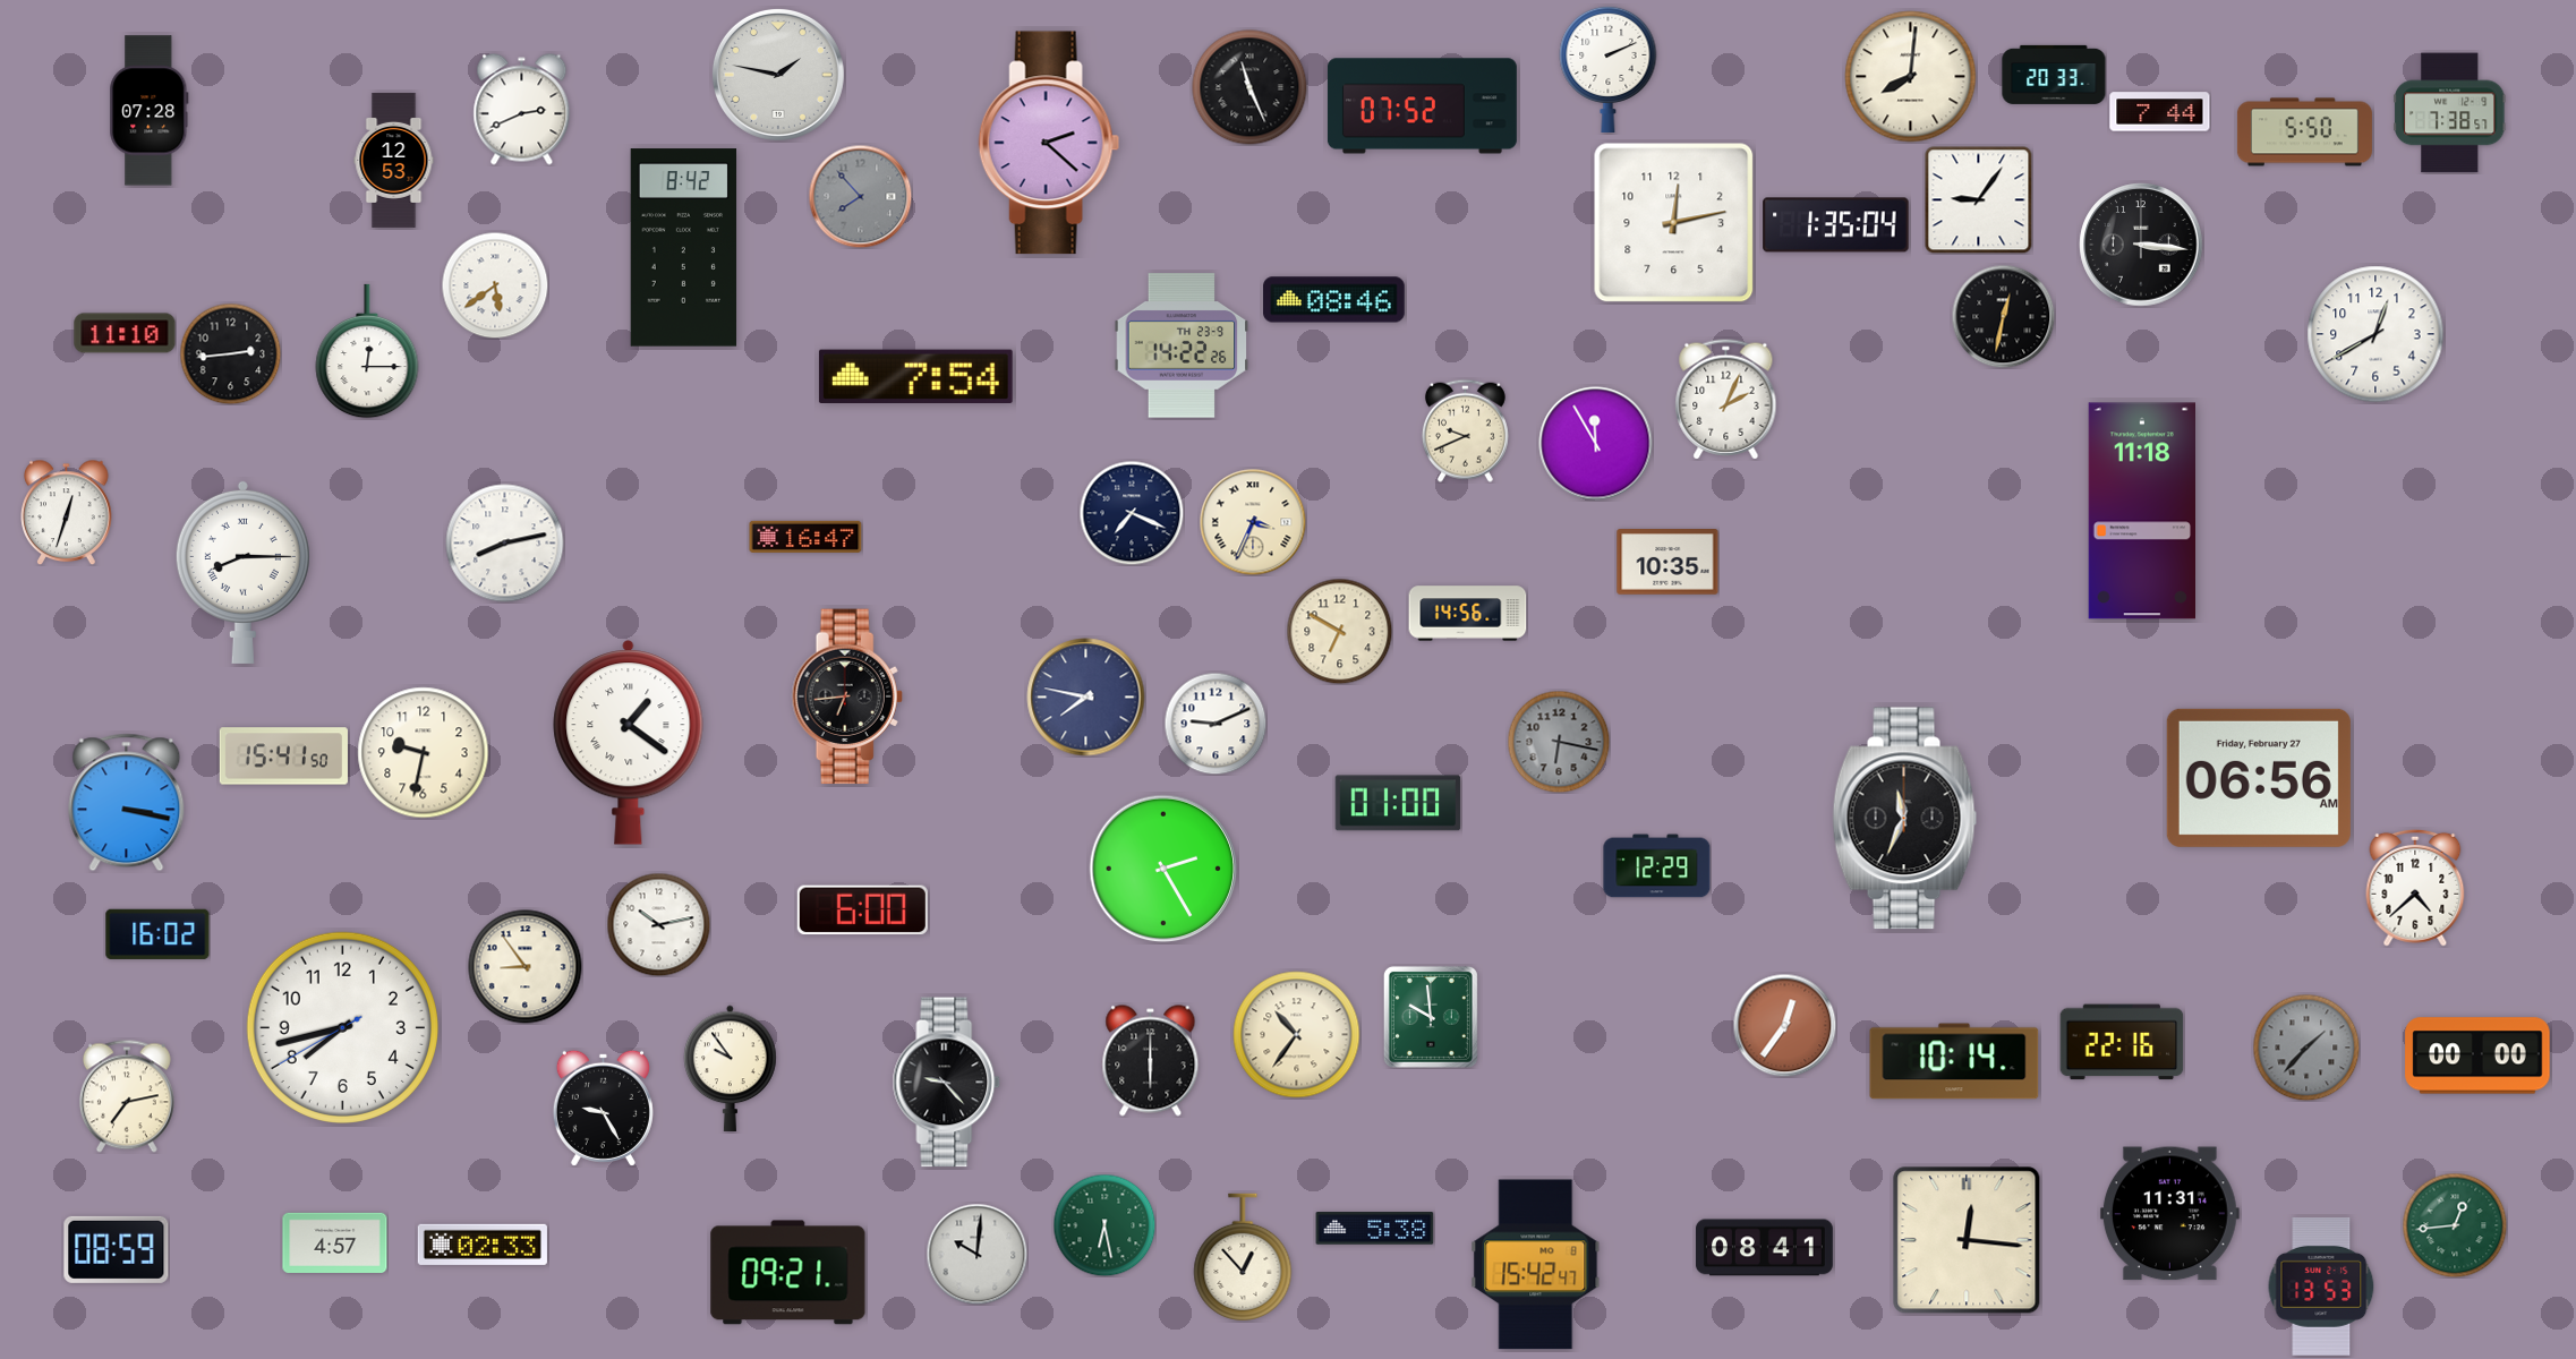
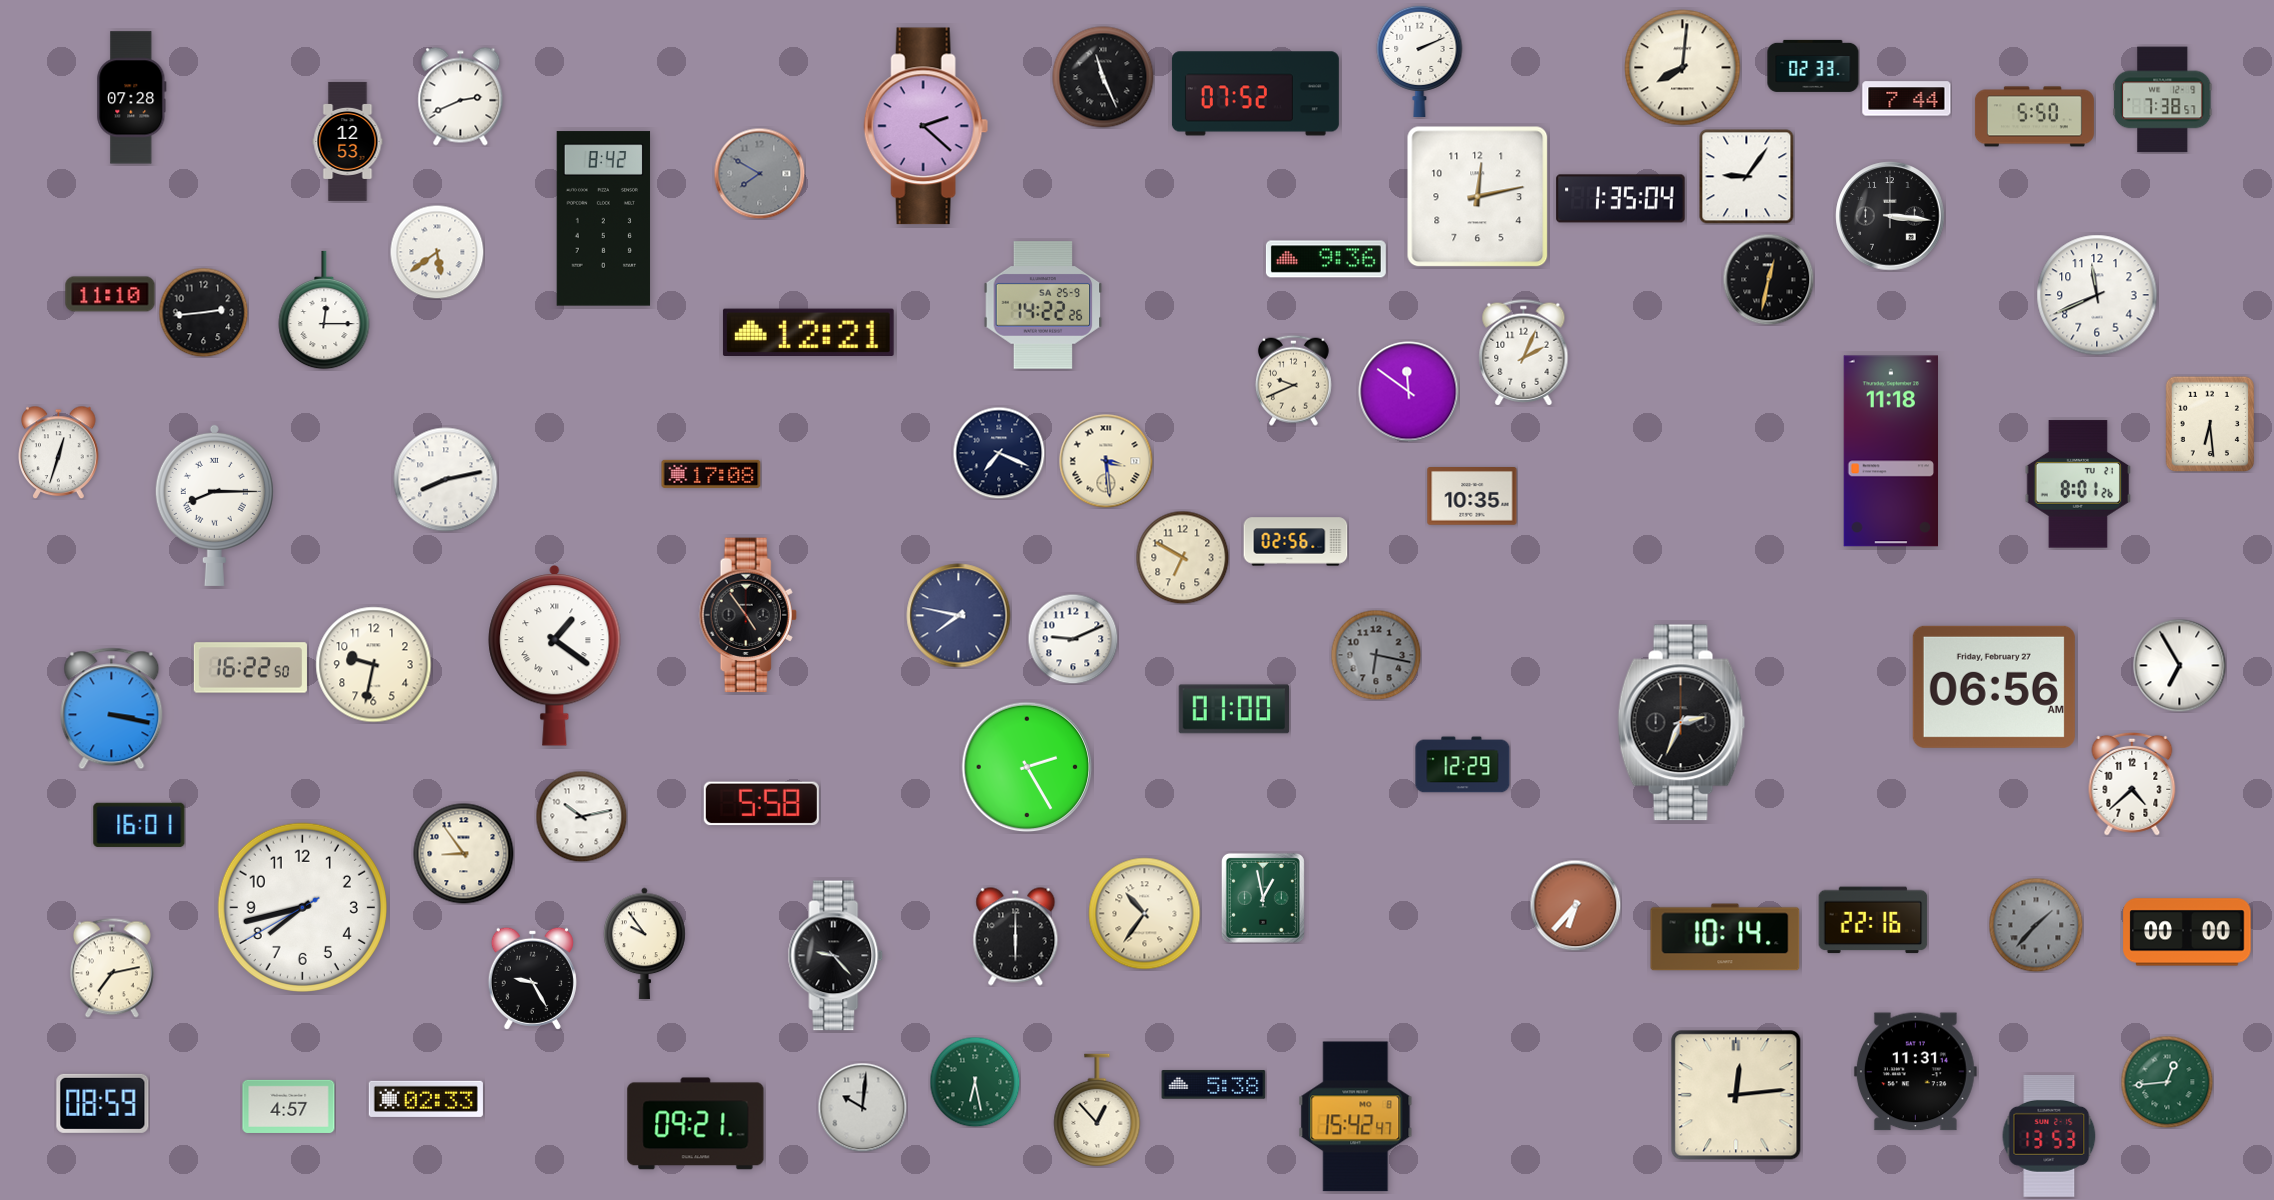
clock at (778, 75): 1:47 -> none
clock at (2054, 75): 20:33 -> 02:33
clock at (1911, 77) position: (1911, 77) -> (1683, 68)
clock at (860, 196): 7:53 -> 7:50
clock at (1326, 259): none -> 9:36
clock at (1334, 300): 08:46 -> none
clock at (2375, 334): 12:40 -> 11:41
clock at (1182, 345) date: TH 23-9 -> SA 25-9
clock at (915, 377): 7:54 -> 12:21
clock at (1596, 444): 11:55 -> 11:51
clock at (2209, 423): none -> 6:29
clock at (1253, 522): 3:34 -> 3:29
clock at (805, 537): 16:47 -> 17:08
clock at (2078, 484): none -> 8:01
clock at (1468, 614): 14:56 -> 02:56
clock at (847, 696): 6:44 -> 4:54
clock at (2179, 665): none -> 6:55
clock at (283, 757): 15:41 -> 16:22
clock at (1905, 819): 11:34 -> 2:34
clock at (862, 911): 6:00 -> 5:58
clock at (157, 934): 16:02 -> 16:01
clock at (1431, 1017): 9:59 -> 12:58
clock at (1784, 1025): 12:36 -> 6:37
clock at (1967, 1240): 12:16 -> 12:14
clock at (335, 1242) position: (335, 1242) -> (289, 1106)
clock at (1764, 1248): 08:41 -> none
